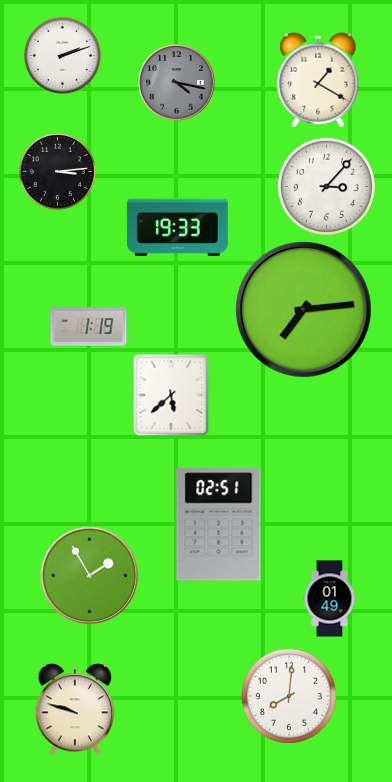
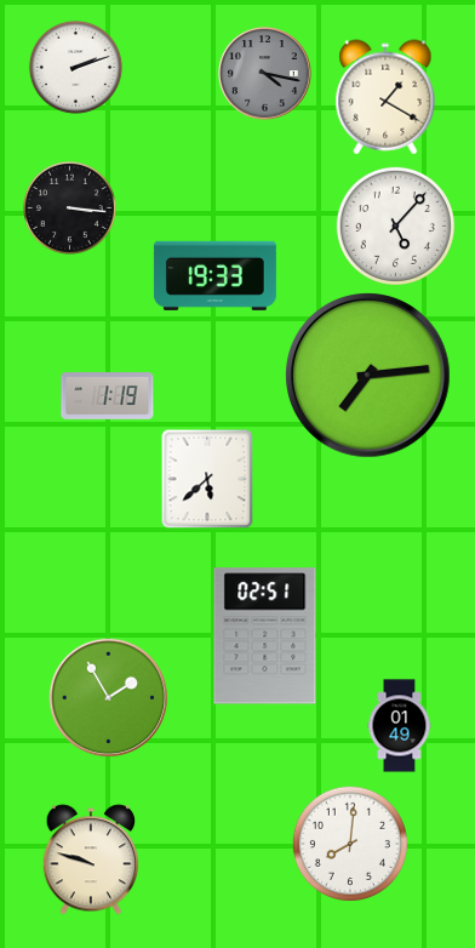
clock at (177, 83) position: (177, 83) -> (265, 74)
clock at (57, 171): 3:14 -> 3:16
clock at (326, 186): 3:07 -> 5:07
